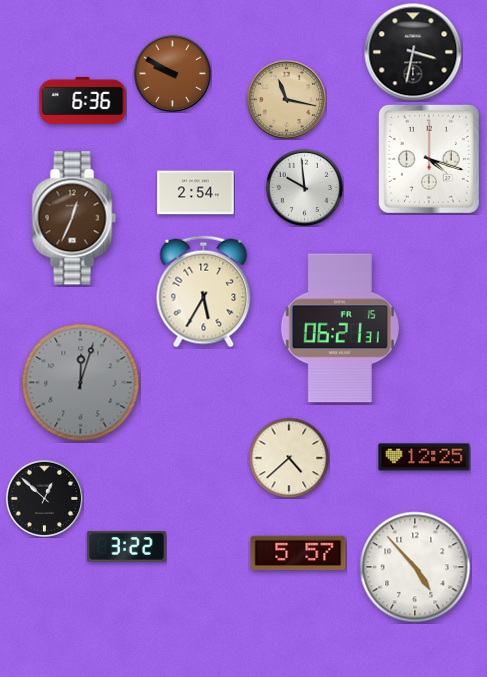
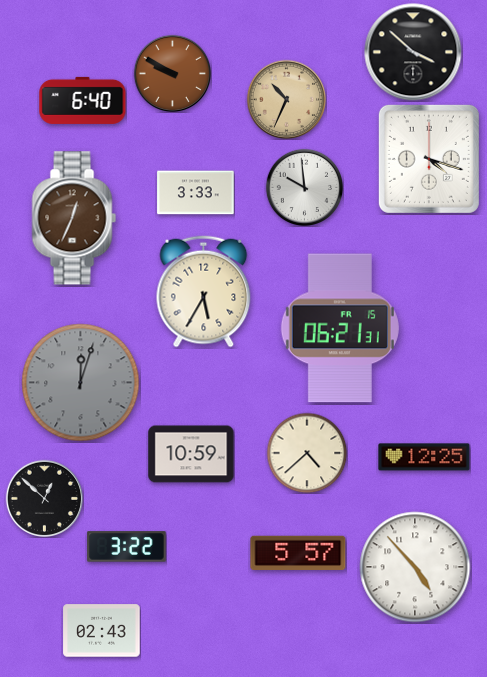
clock at (413, 52): 3:32 -> 3:52
clock at (286, 99): 11:17 -> 10:34
clock at (83, 100): 6:36 -> 6:40
clock at (196, 193): 2:54 -> 3:33
clock at (191, 454): none -> 10:59
clock at (289, 458) position: (289, 458) -> (307, 453)
clock at (102, 631): none -> 02:43
